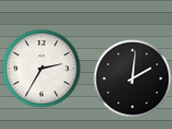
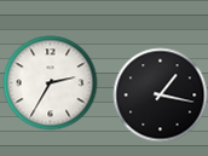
clock at (132, 78): 2:01 -> 1:17
